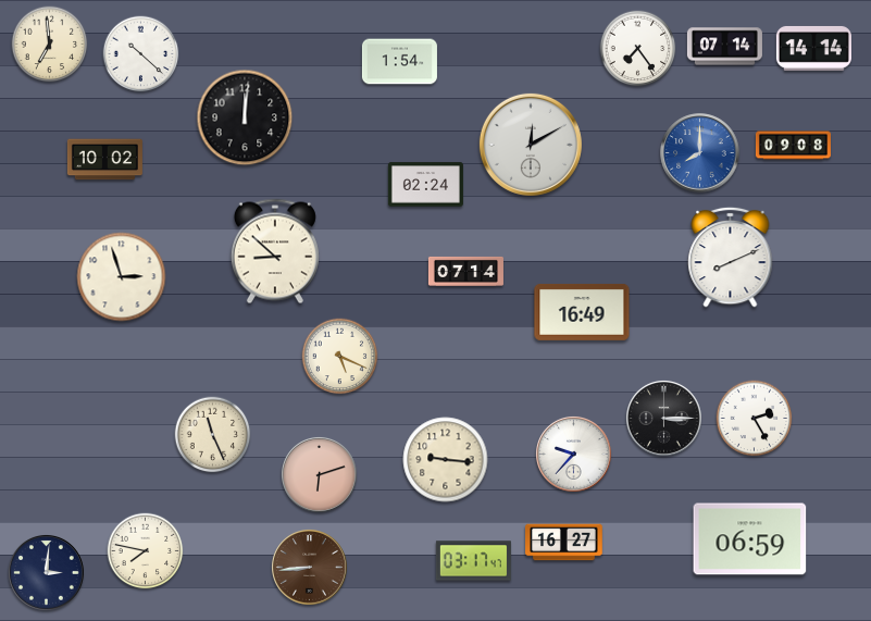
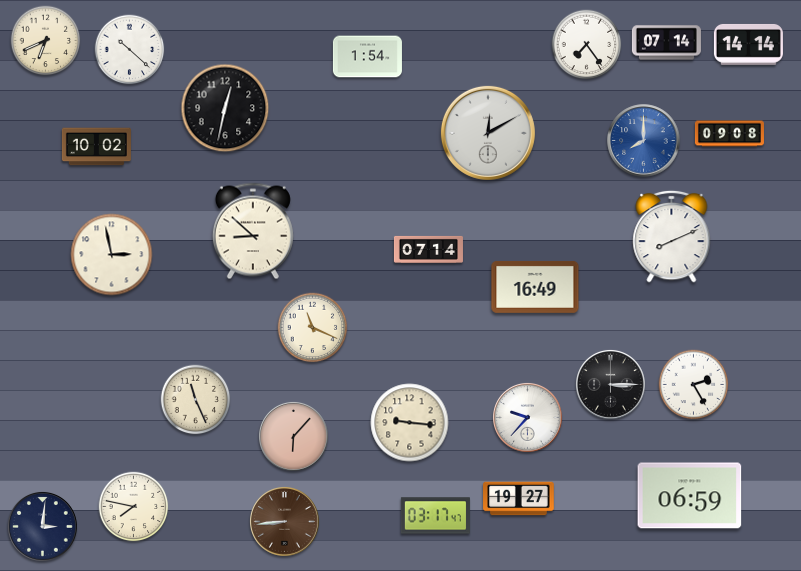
clock at (50, 45): 6:59 -> 6:41
clock at (245, 117): 12:01 -> 12:32
clock at (425, 185): 02:24 -> none
clock at (122, 277): 2:57 -> 2:58
clock at (340, 357): 5:19 -> 11:19
clock at (319, 474): 6:12 -> 6:07
clock at (564, 543): 16:27 -> 19:27
